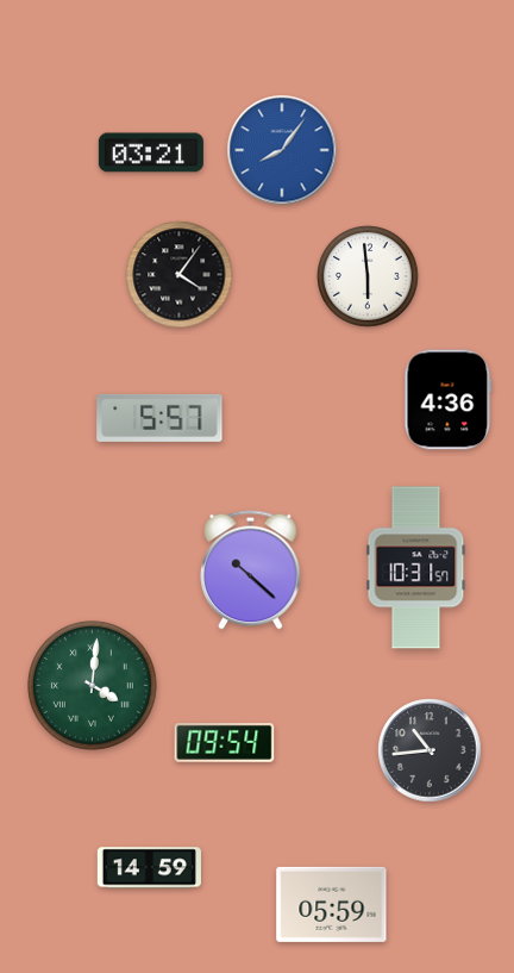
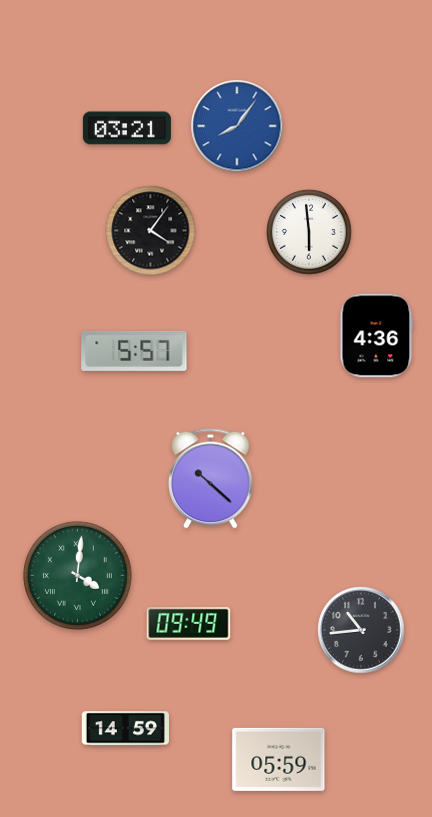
clock at (416, 568): 10:31 -> none
clock at (225, 742): 09:54 -> 09:49
